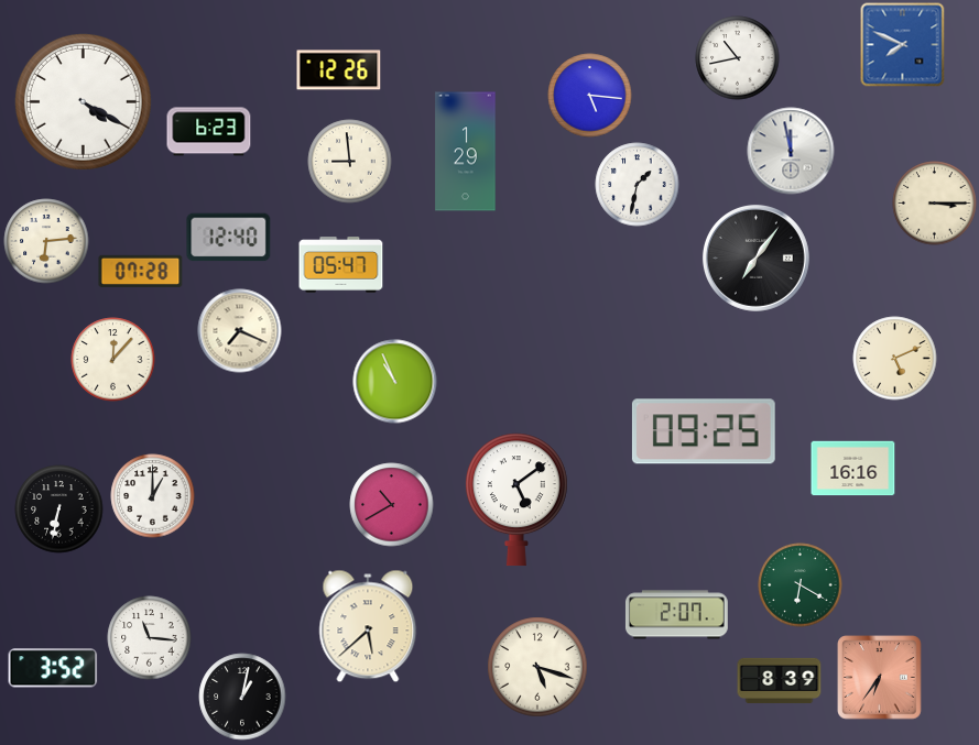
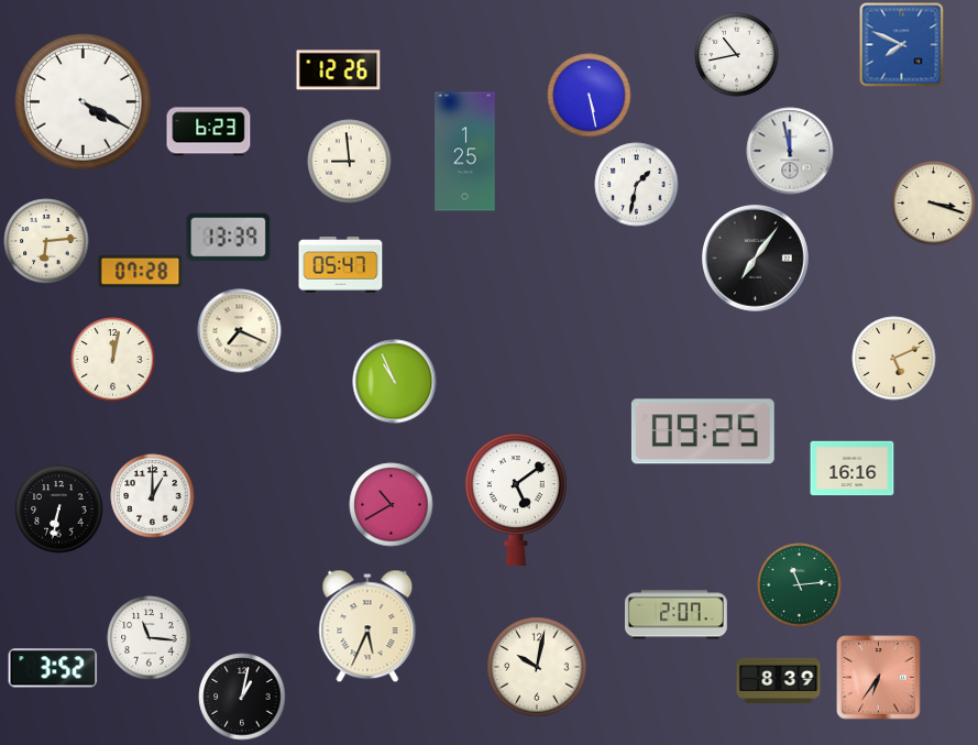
clock at (738, 58) position: (738, 58) -> (737, 55)
clock at (590, 96): 5:16 -> 5:28
clock at (466, 152): 1:29 -> 1:25
clock at (935, 204): 3:15 -> 3:18
clock at (229, 238): 12:40 -> 13:39
clock at (113, 360): 12:07 -> 12:02
clock at (801, 585): 6:20 -> 11:14
clock at (368, 626): 5:38 -> 5:34
clock at (537, 667): 5:18 -> 10:02
